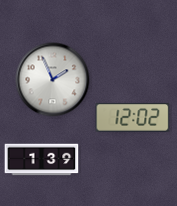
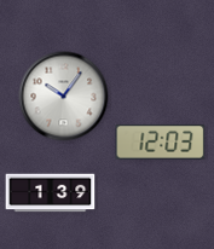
clock at (53, 80): 1:56 -> 10:06
clock at (133, 118): 12:02 -> 12:03
